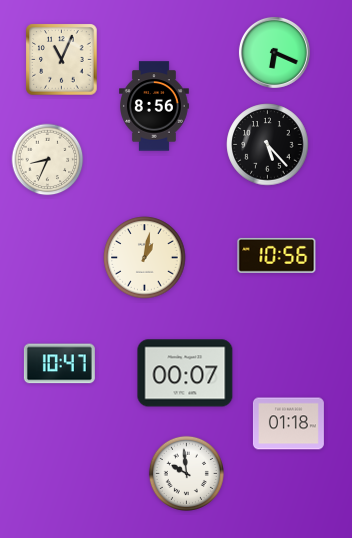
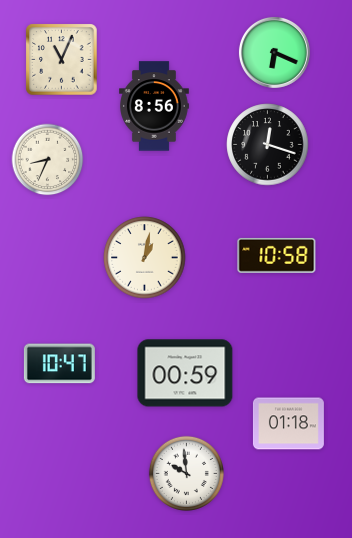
clock at (268, 145): 5:23 -> 12:18
clock at (277, 255): 10:56 -> 10:58
clock at (185, 373): 00:07 -> 00:59
